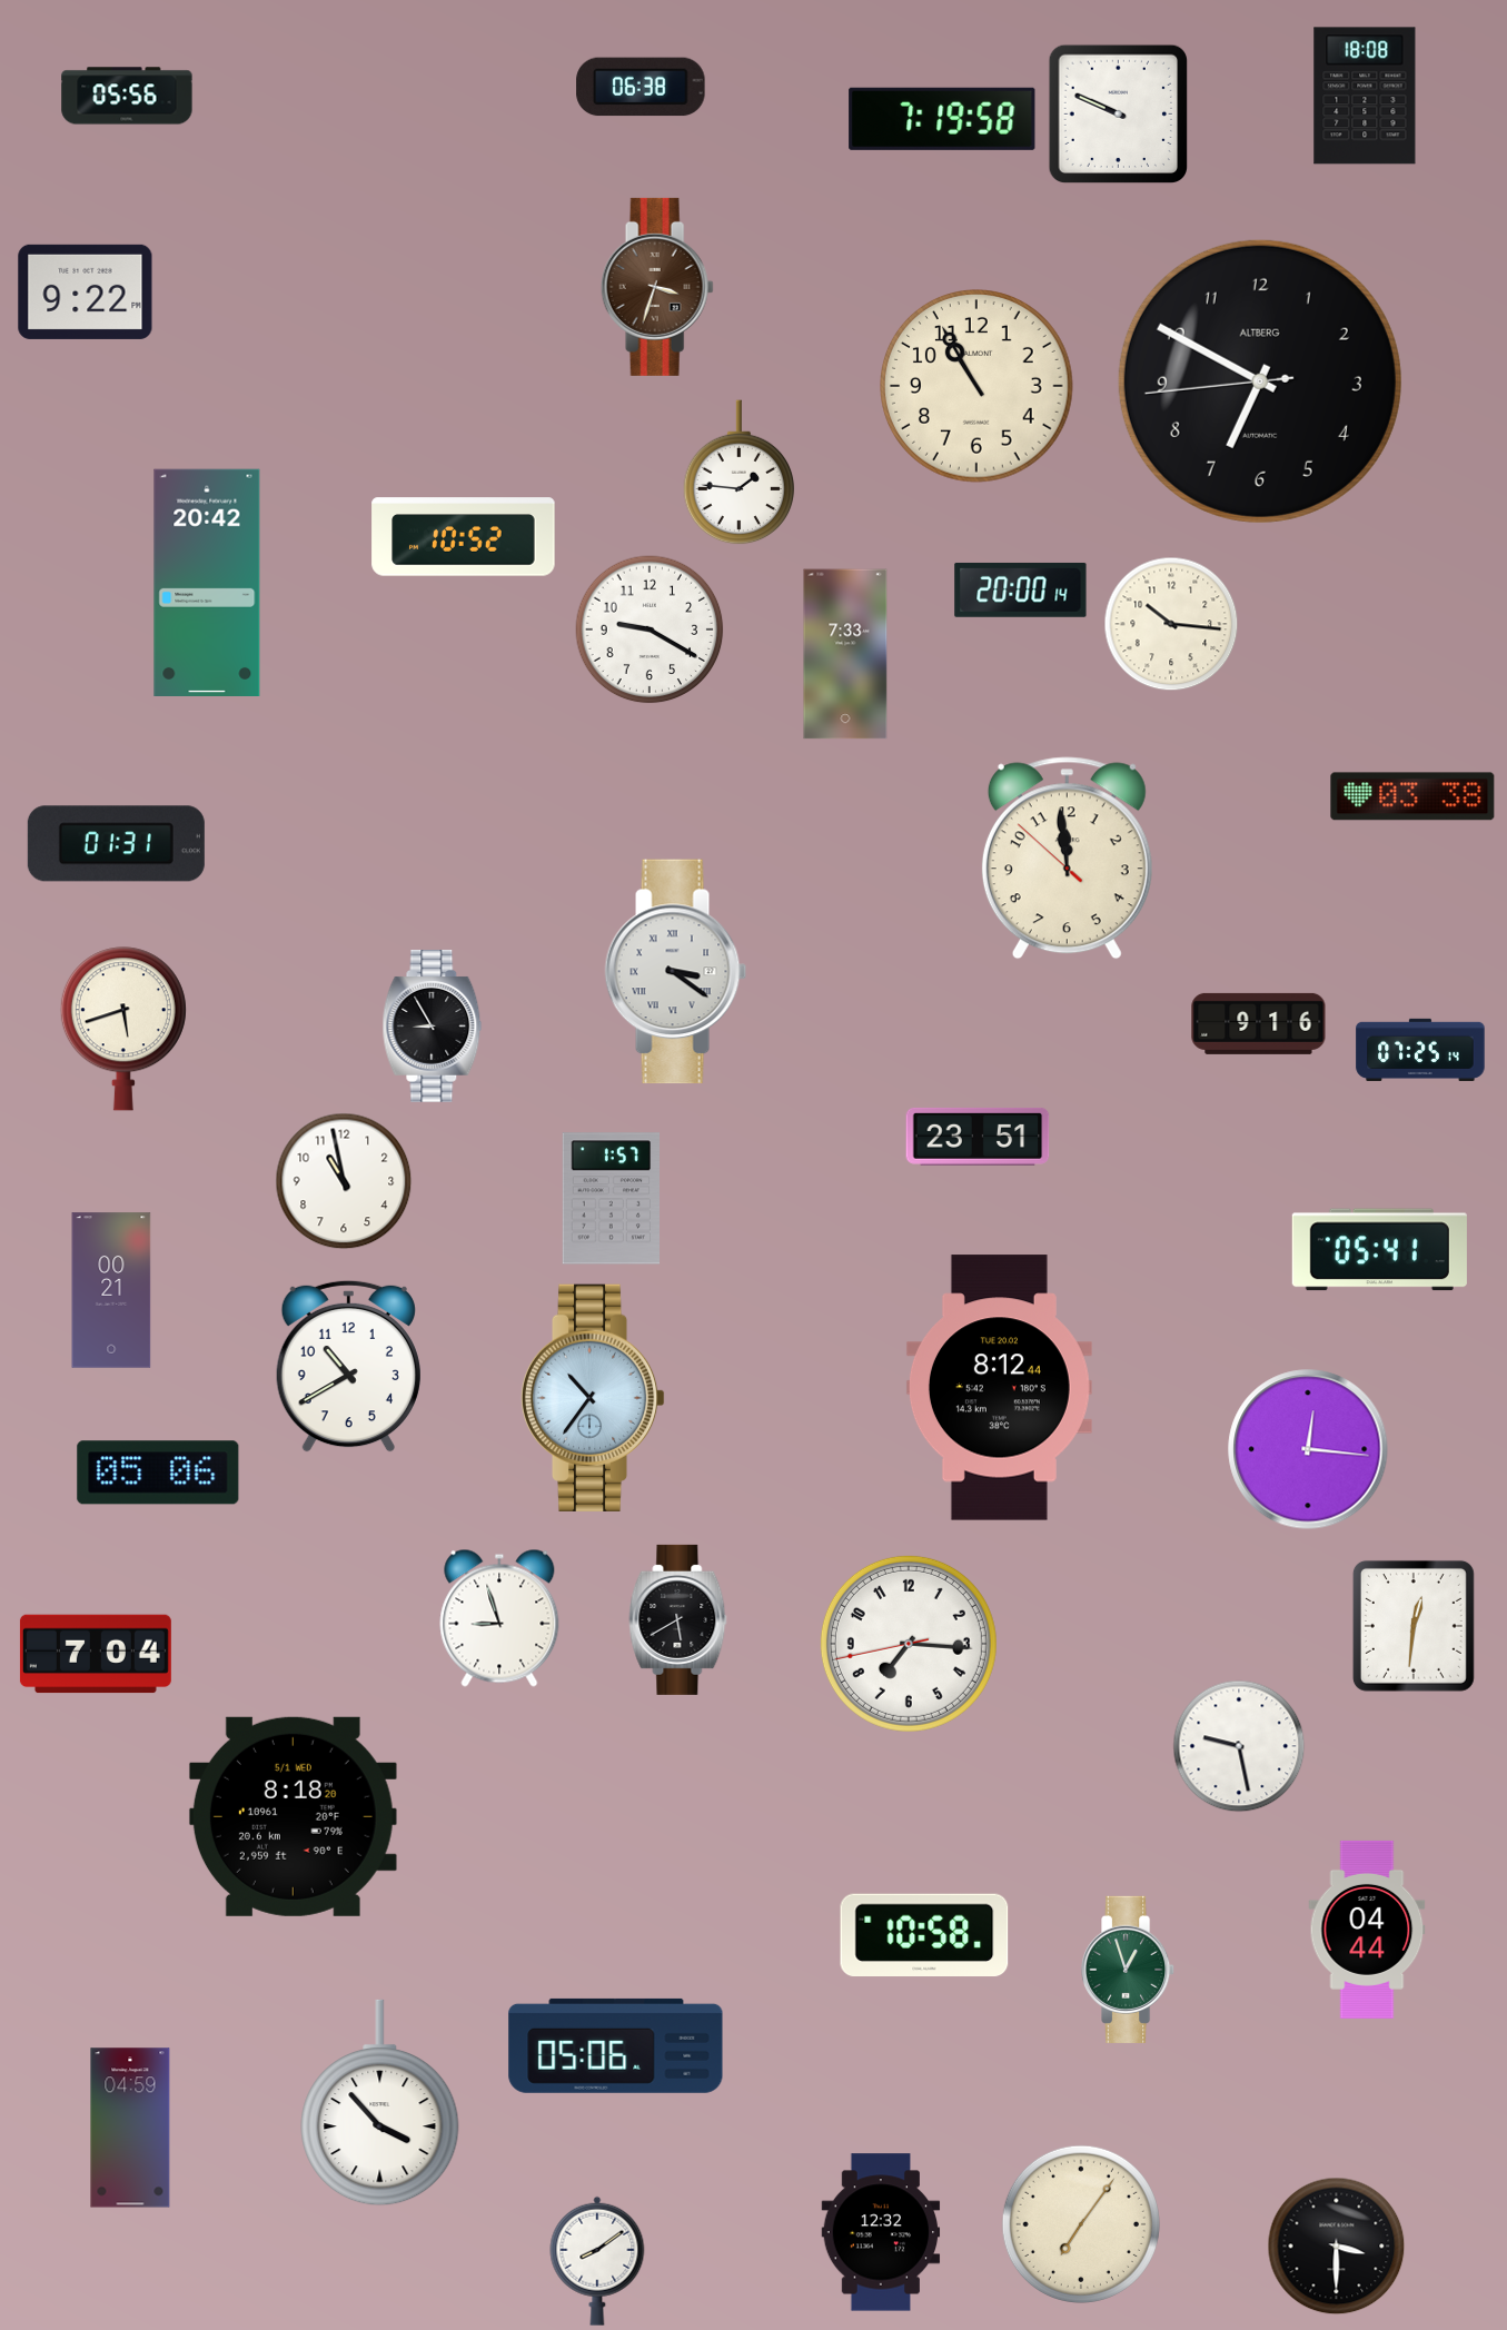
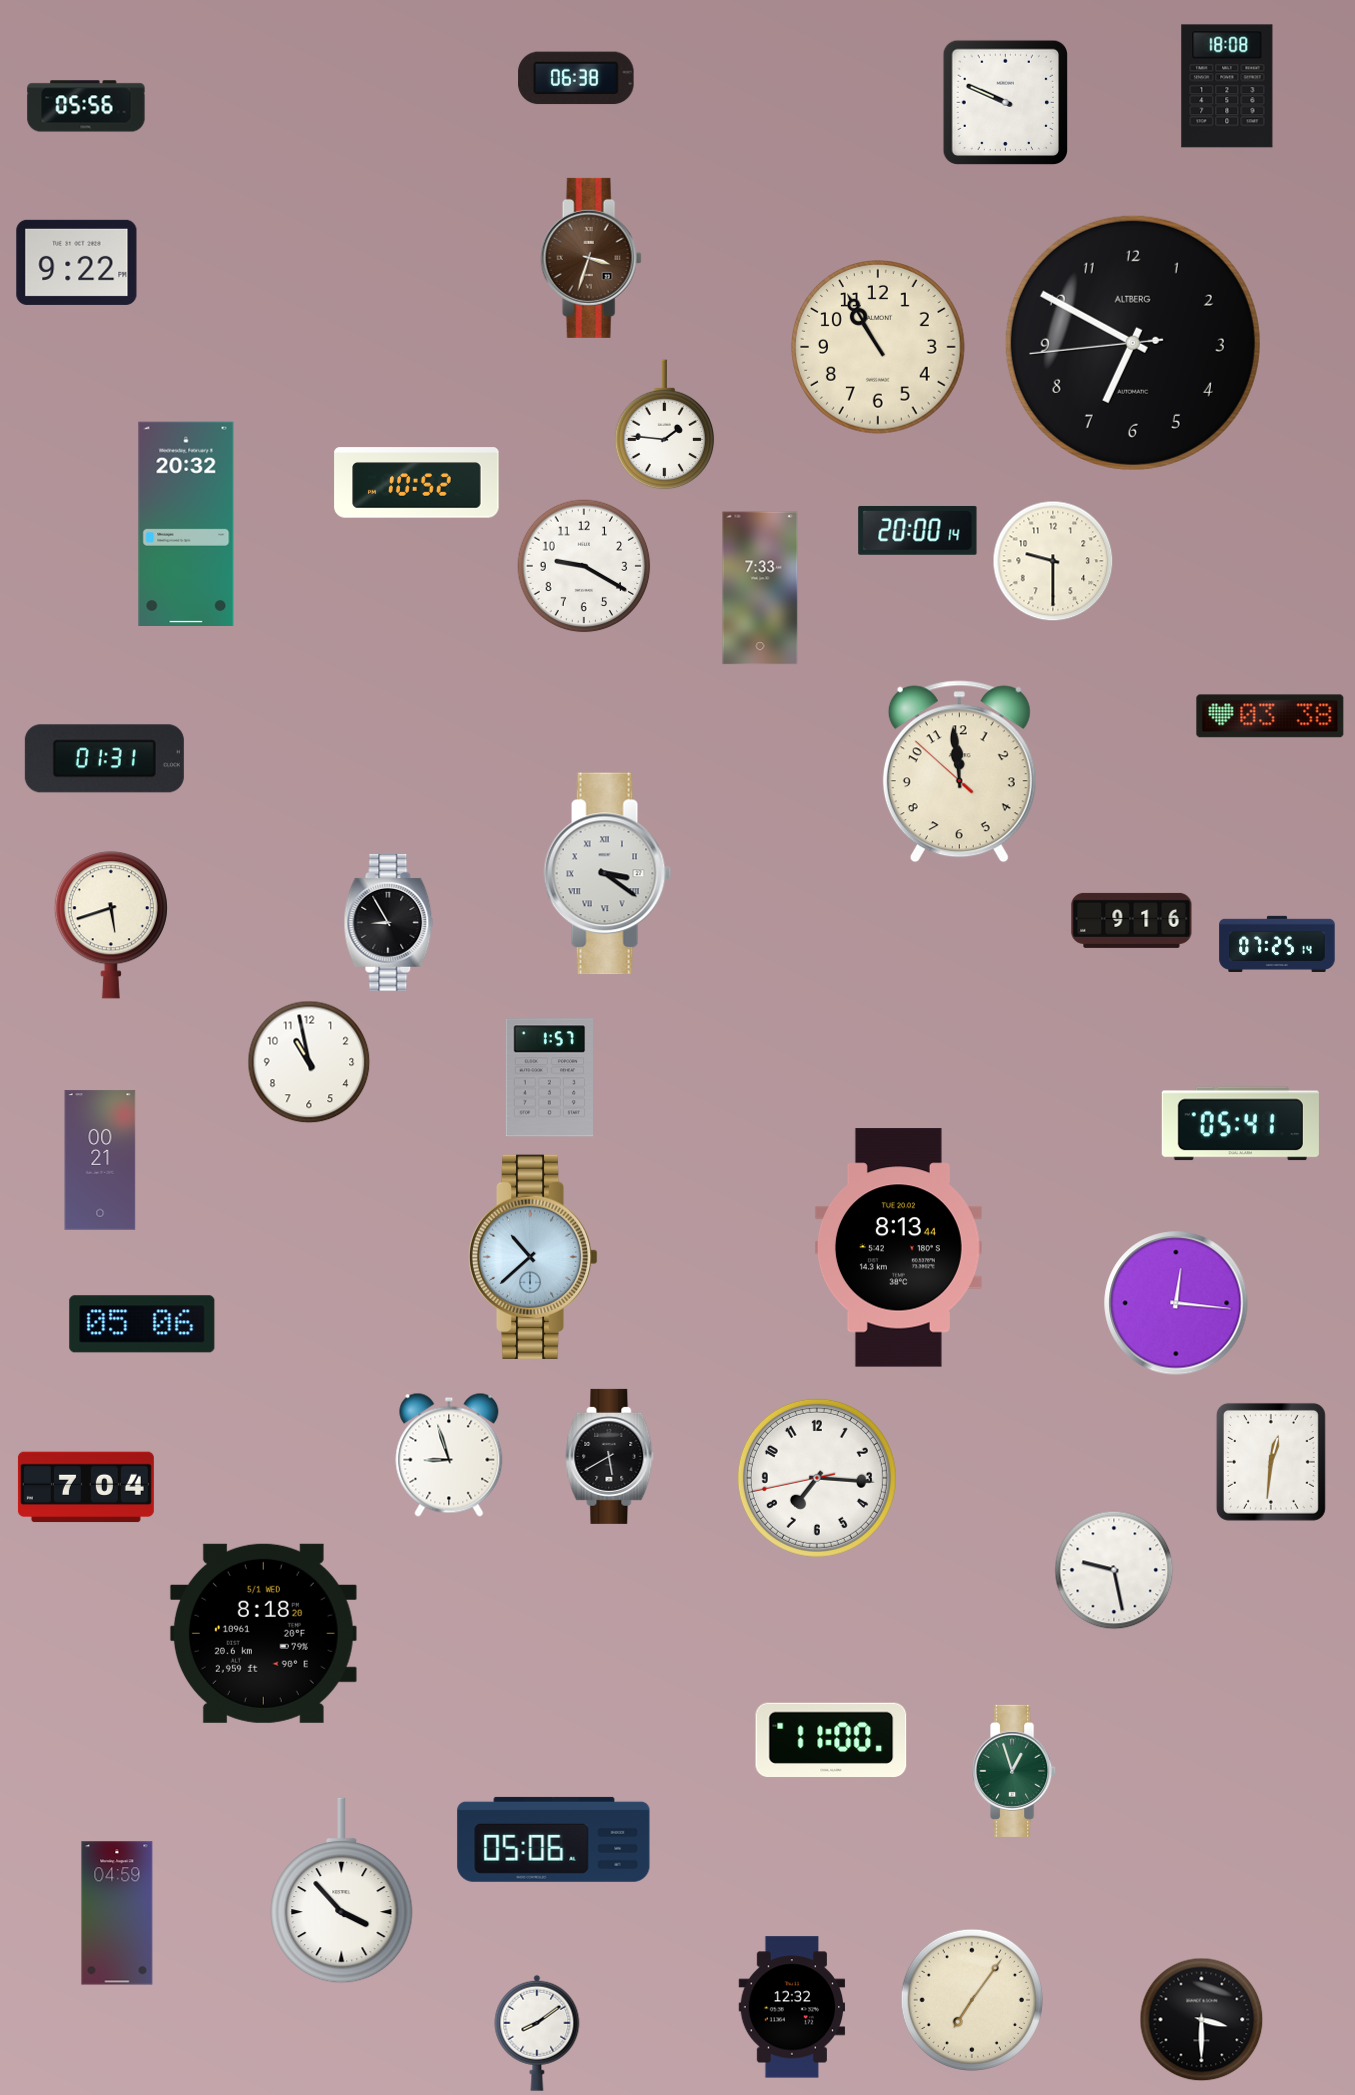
clock at (127, 96) position: (127, 96) -> (86, 106)
clock at (942, 119): 7:19 -> none
clock at (207, 582): 20:42 -> 20:32
clock at (1171, 624): 10:16 -> 9:30
clock at (978, 1137): 23:51 -> none
clock at (348, 1366): 10:40 -> none
clock at (999, 1388): 8:12 -> 8:13
clock at (593, 1398): 10:36 -> 10:38
clock at (1367, 1930): 04:44 -> none
clock at (924, 1935): 10:58 -> 11:00
